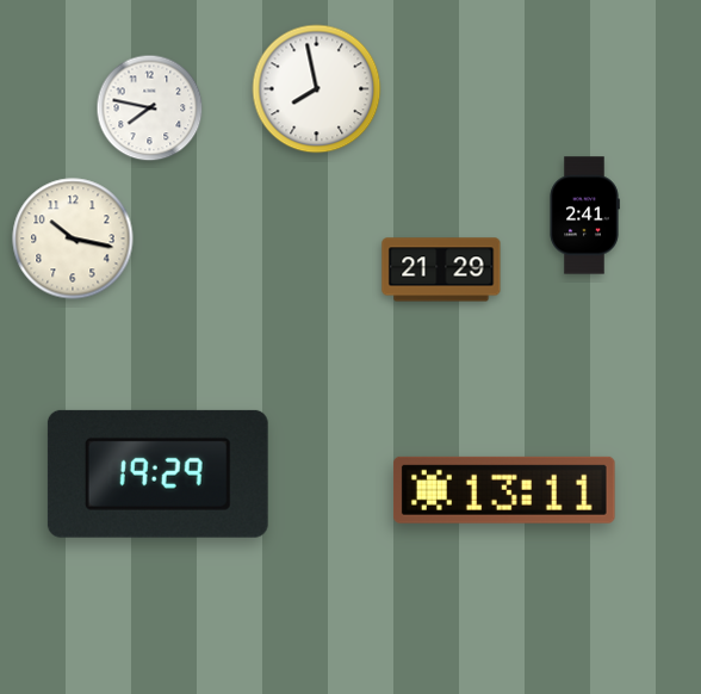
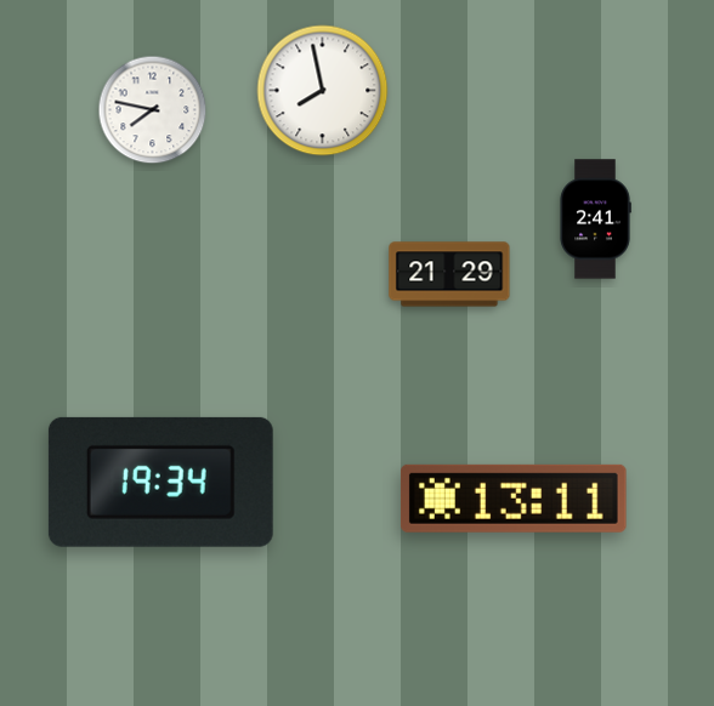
clock at (73, 238): 10:17 -> none
clock at (157, 473): 19:29 -> 19:34
